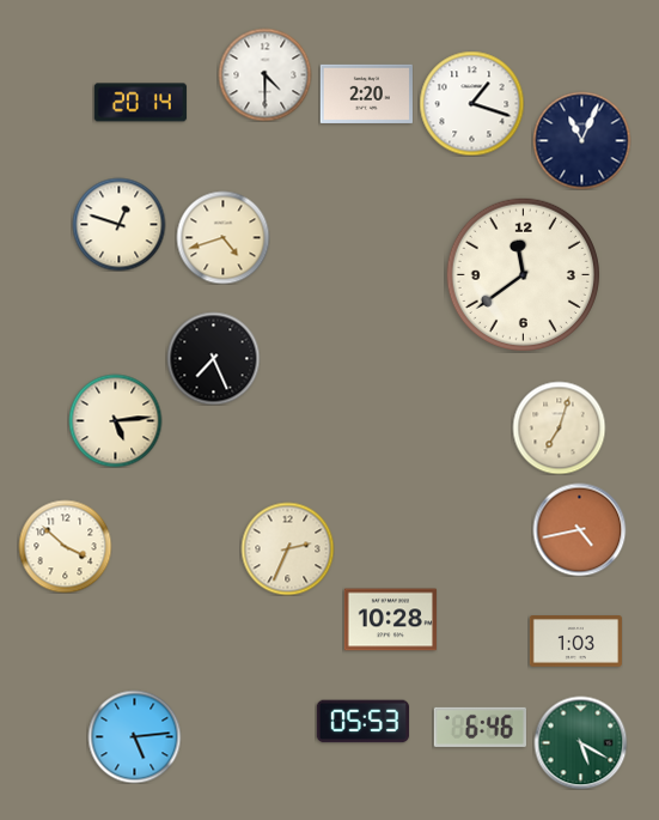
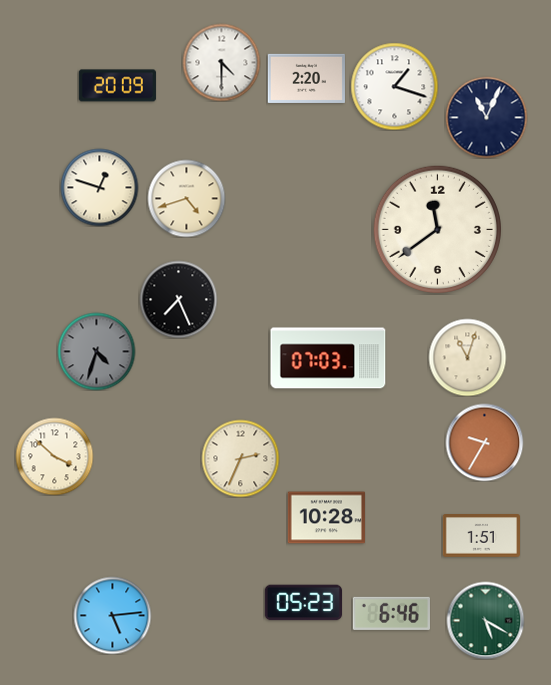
clock at (140, 103): 20:14 -> 20:09
clock at (115, 420): 5:14 -> 4:33
clock at (115, 420) dial: cream -> grey
clock at (559, 427): 7:03 -> 11:03
clock at (328, 358): none -> 07:03
clock at (579, 529): 4:43 -> 9:35
clock at (575, 642): 1:03 -> 1:51
clock at (362, 722): 05:53 -> 05:23
clock at (480, 727) position: (480, 727) -> (391, 613)
